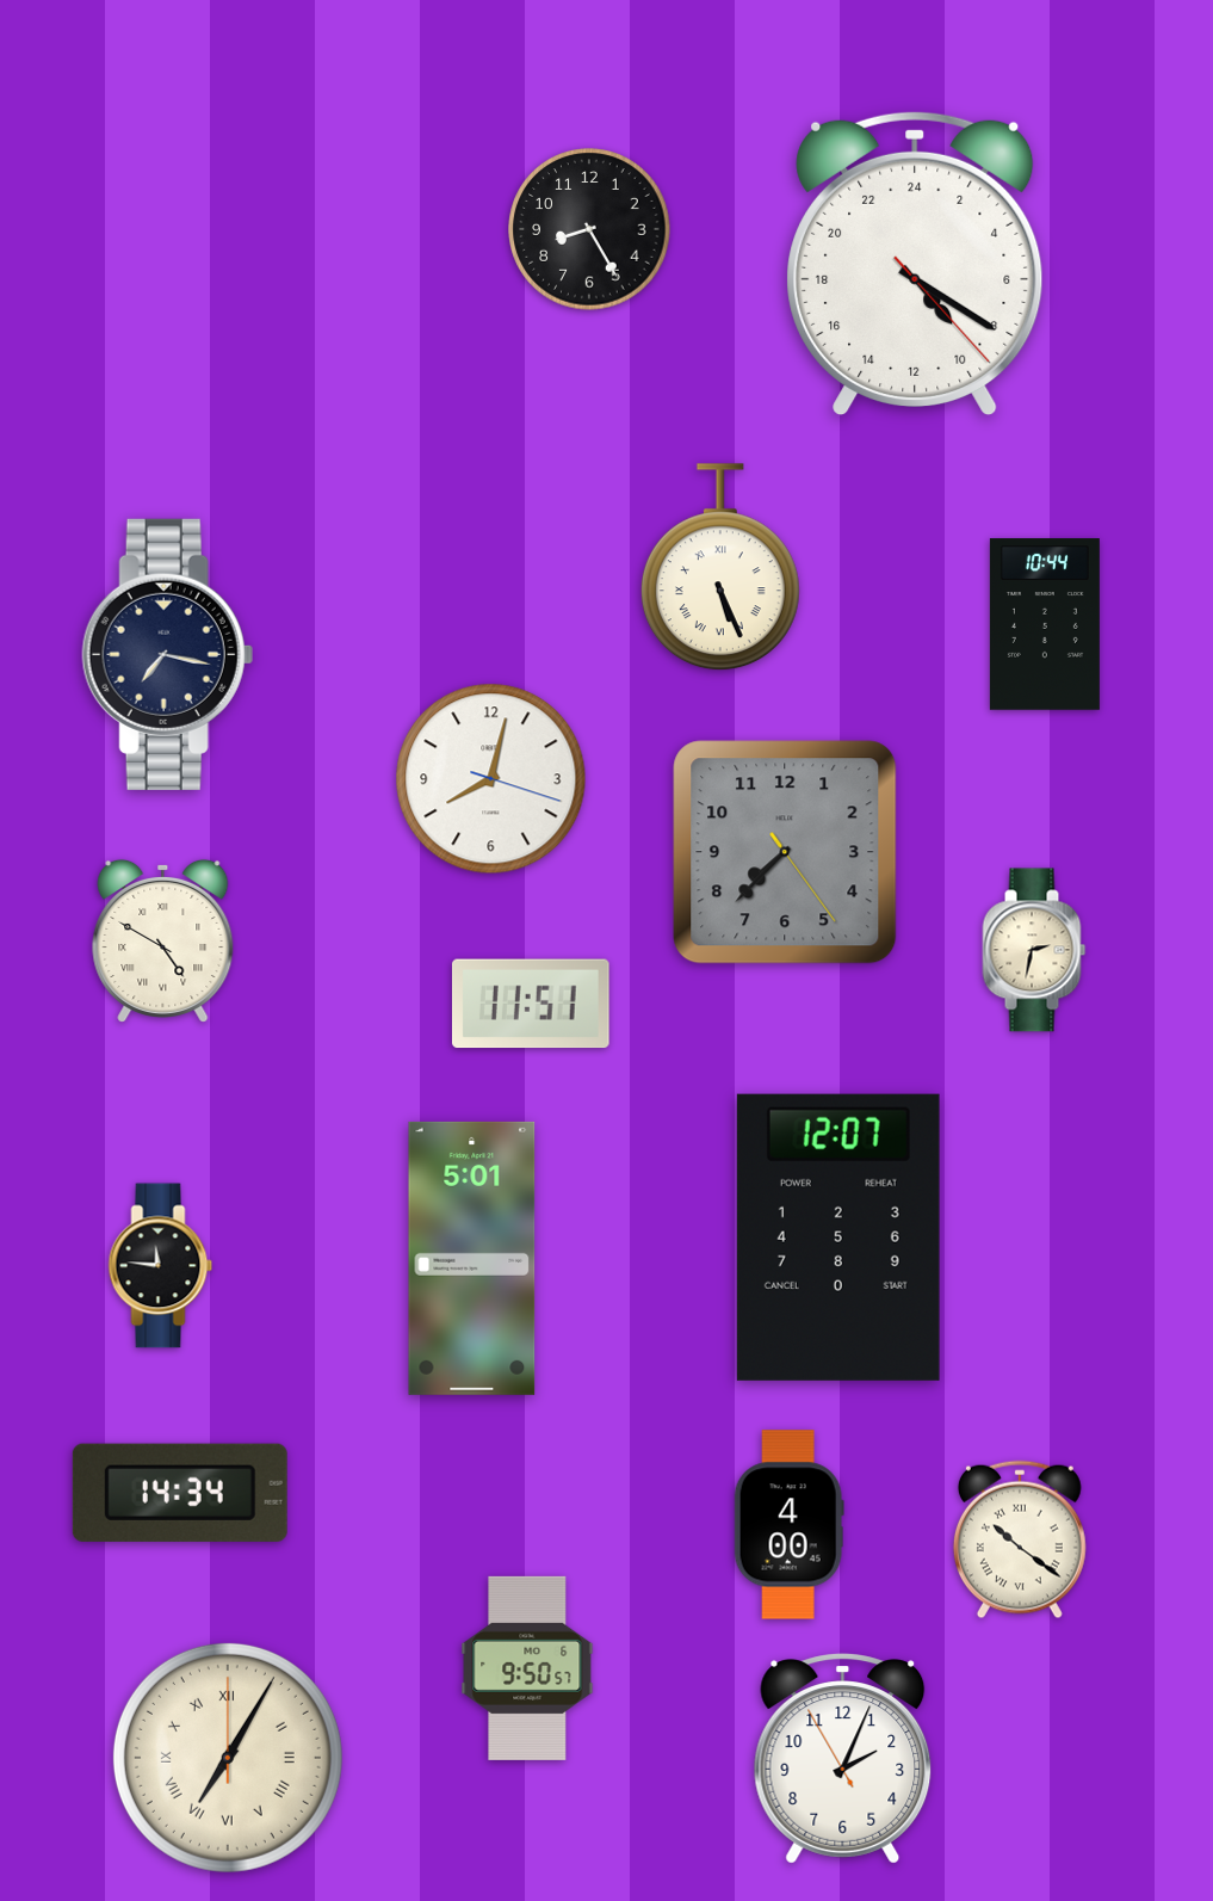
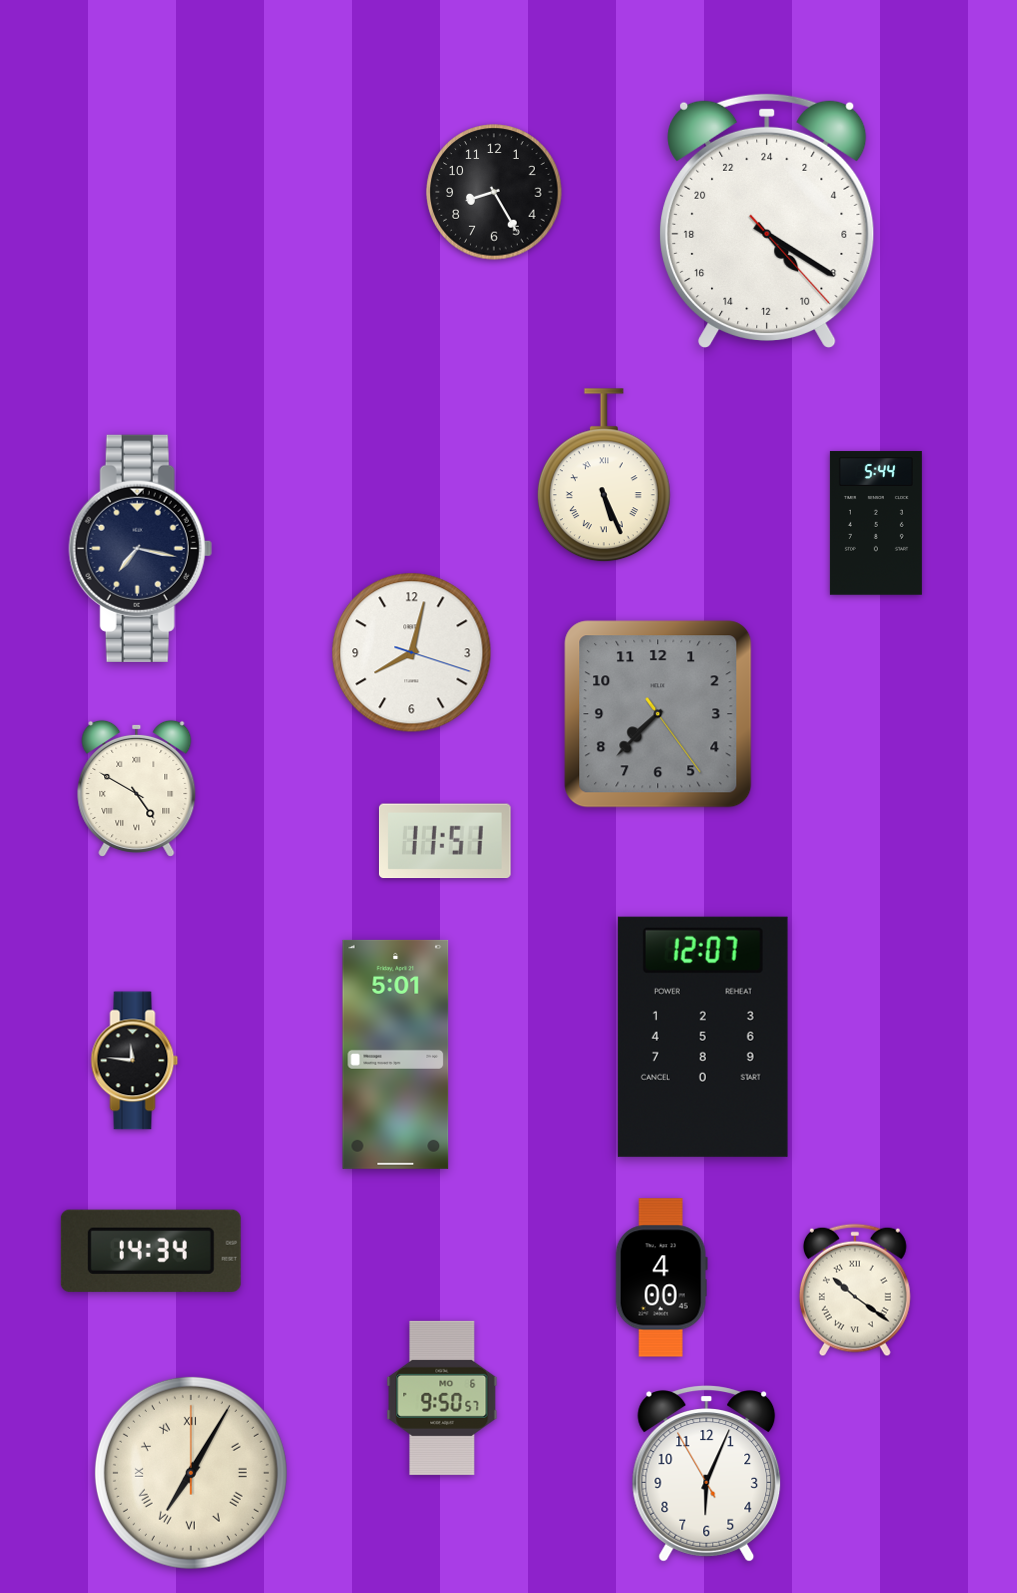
clock at (1045, 624): 10:44 -> 5:44
clock at (1034, 950): 2:32 -> none
clock at (843, 1759): 2:03 -> 6:03
